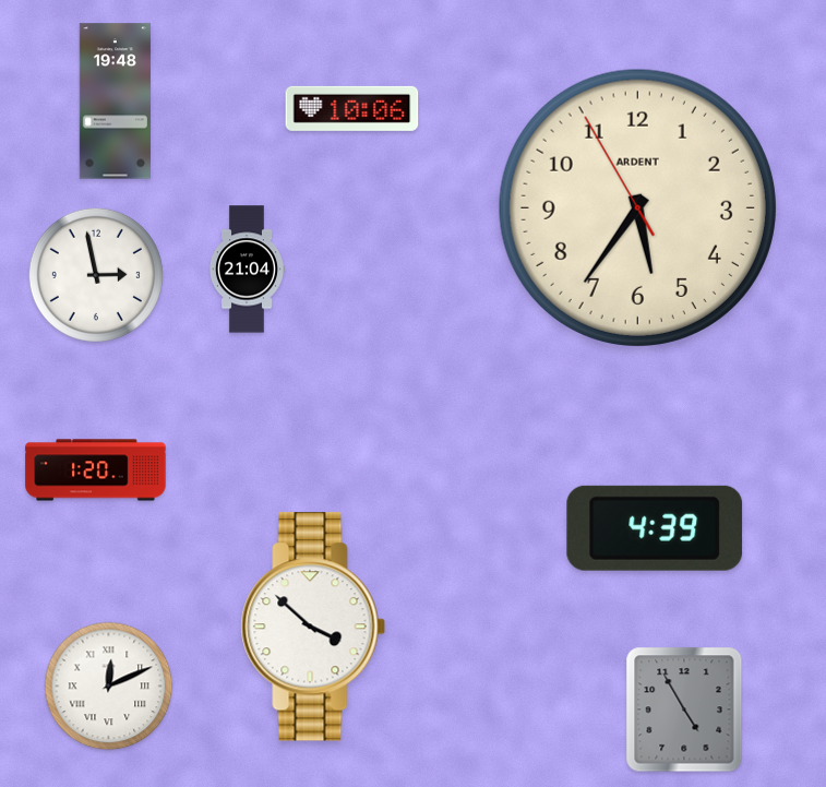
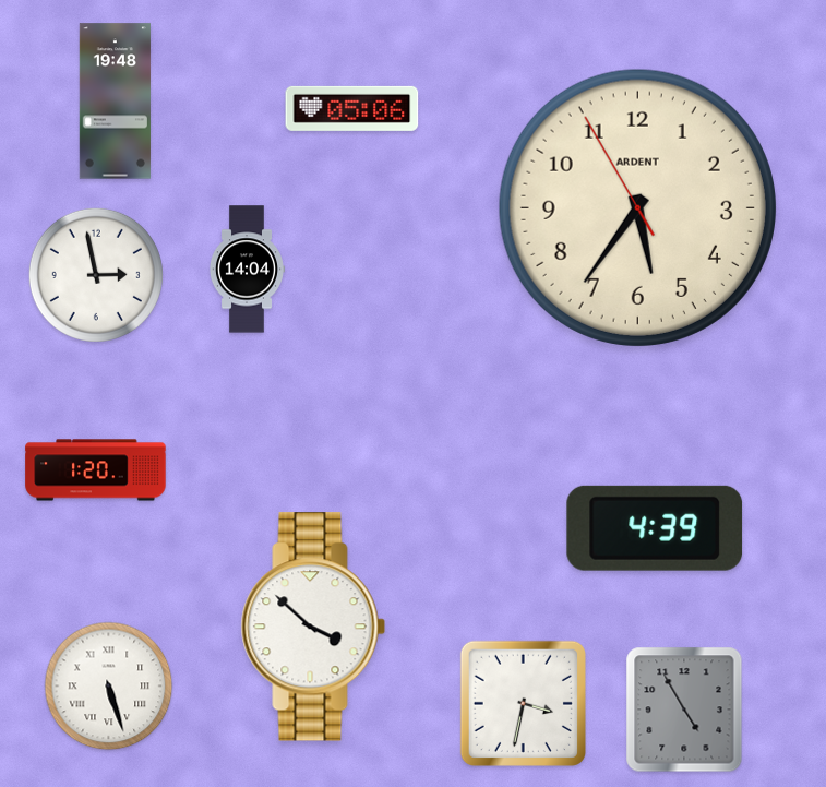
clock at (352, 108): 10:06 -> 05:06
clock at (247, 270): 21:04 -> 14:04
clock at (109, 687): 12:11 -> 5:27
clock at (523, 703): none -> 3:32
